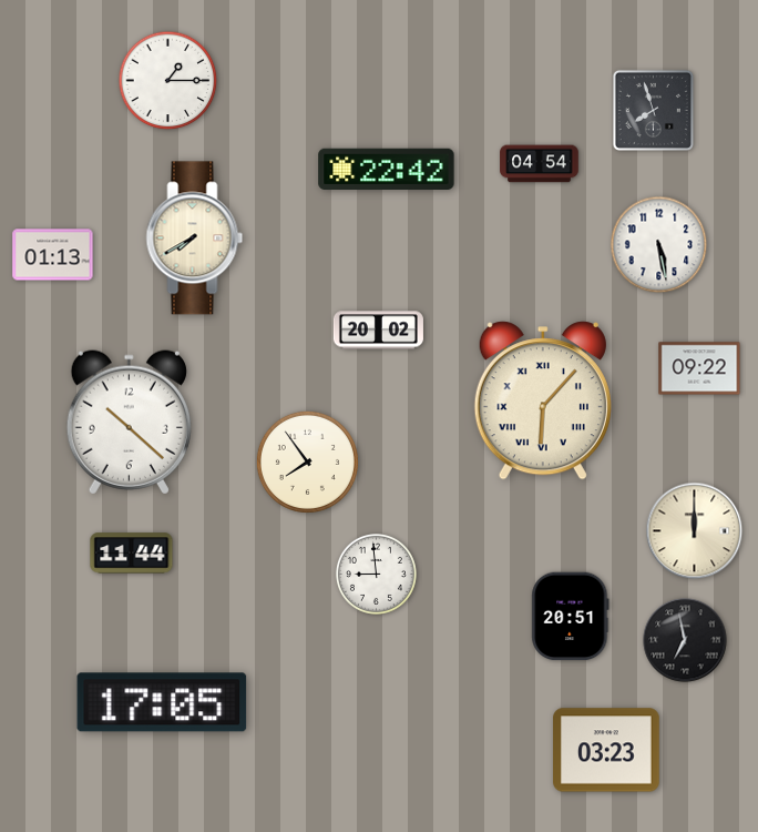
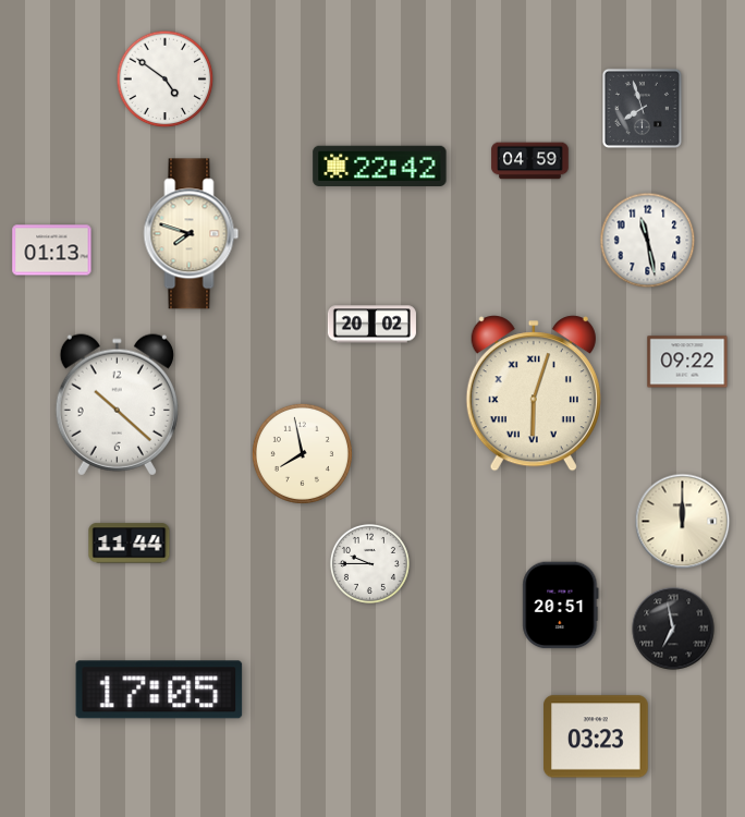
clock at (168, 81): 1:15 -> 4:51
clock at (540, 164): 04:54 -> 04:59
clock at (195, 239): 7:40 -> 7:48
clock at (659, 245): 5:28 -> 11:28
clock at (543, 400): 6:07 -> 6:03
clock at (129, 423) position: (129, 423) -> (117, 405)
clock at (307, 461): 7:54 -> 7:58
clock at (376, 574): 8:59 -> 9:45
